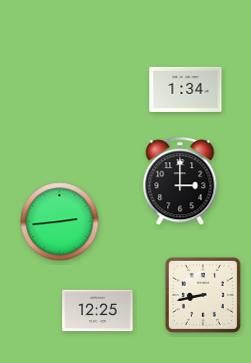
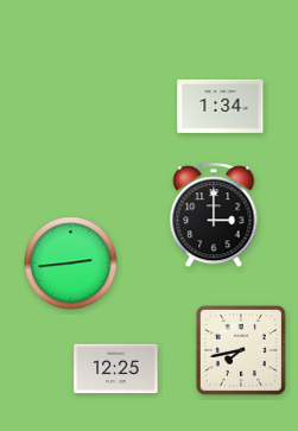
clock at (203, 295): 8:43 -> 7:43
